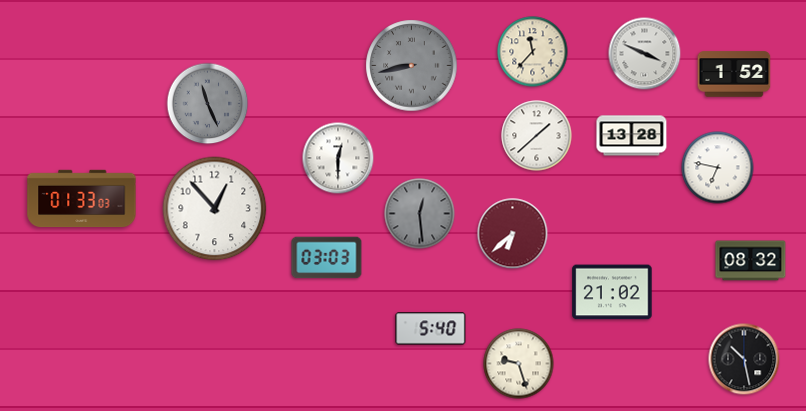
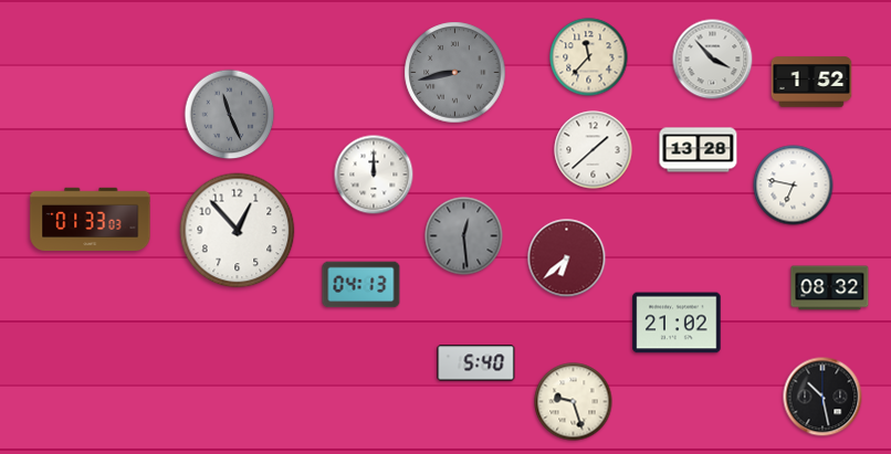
clock at (645, 54): 3:49 -> 3:53
clock at (338, 158): 12:30 -> 12:00
clock at (327, 258): 03:03 -> 04:13
